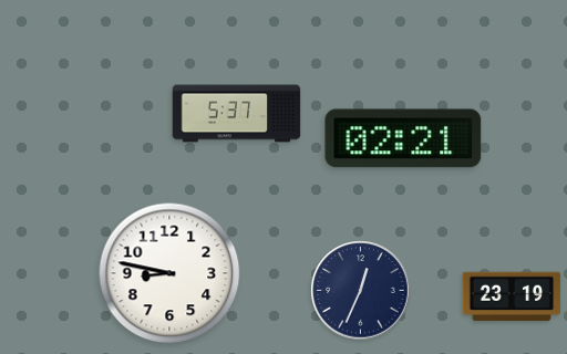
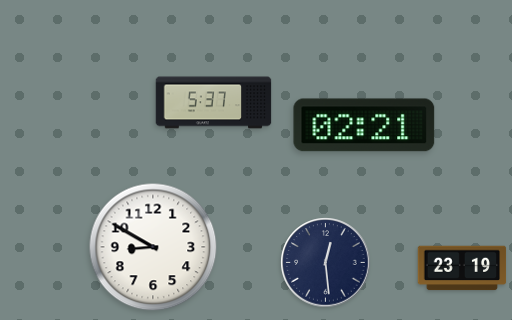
clock at (169, 273): 8:47 -> 8:50
clock at (361, 291): 12:34 -> 12:29
